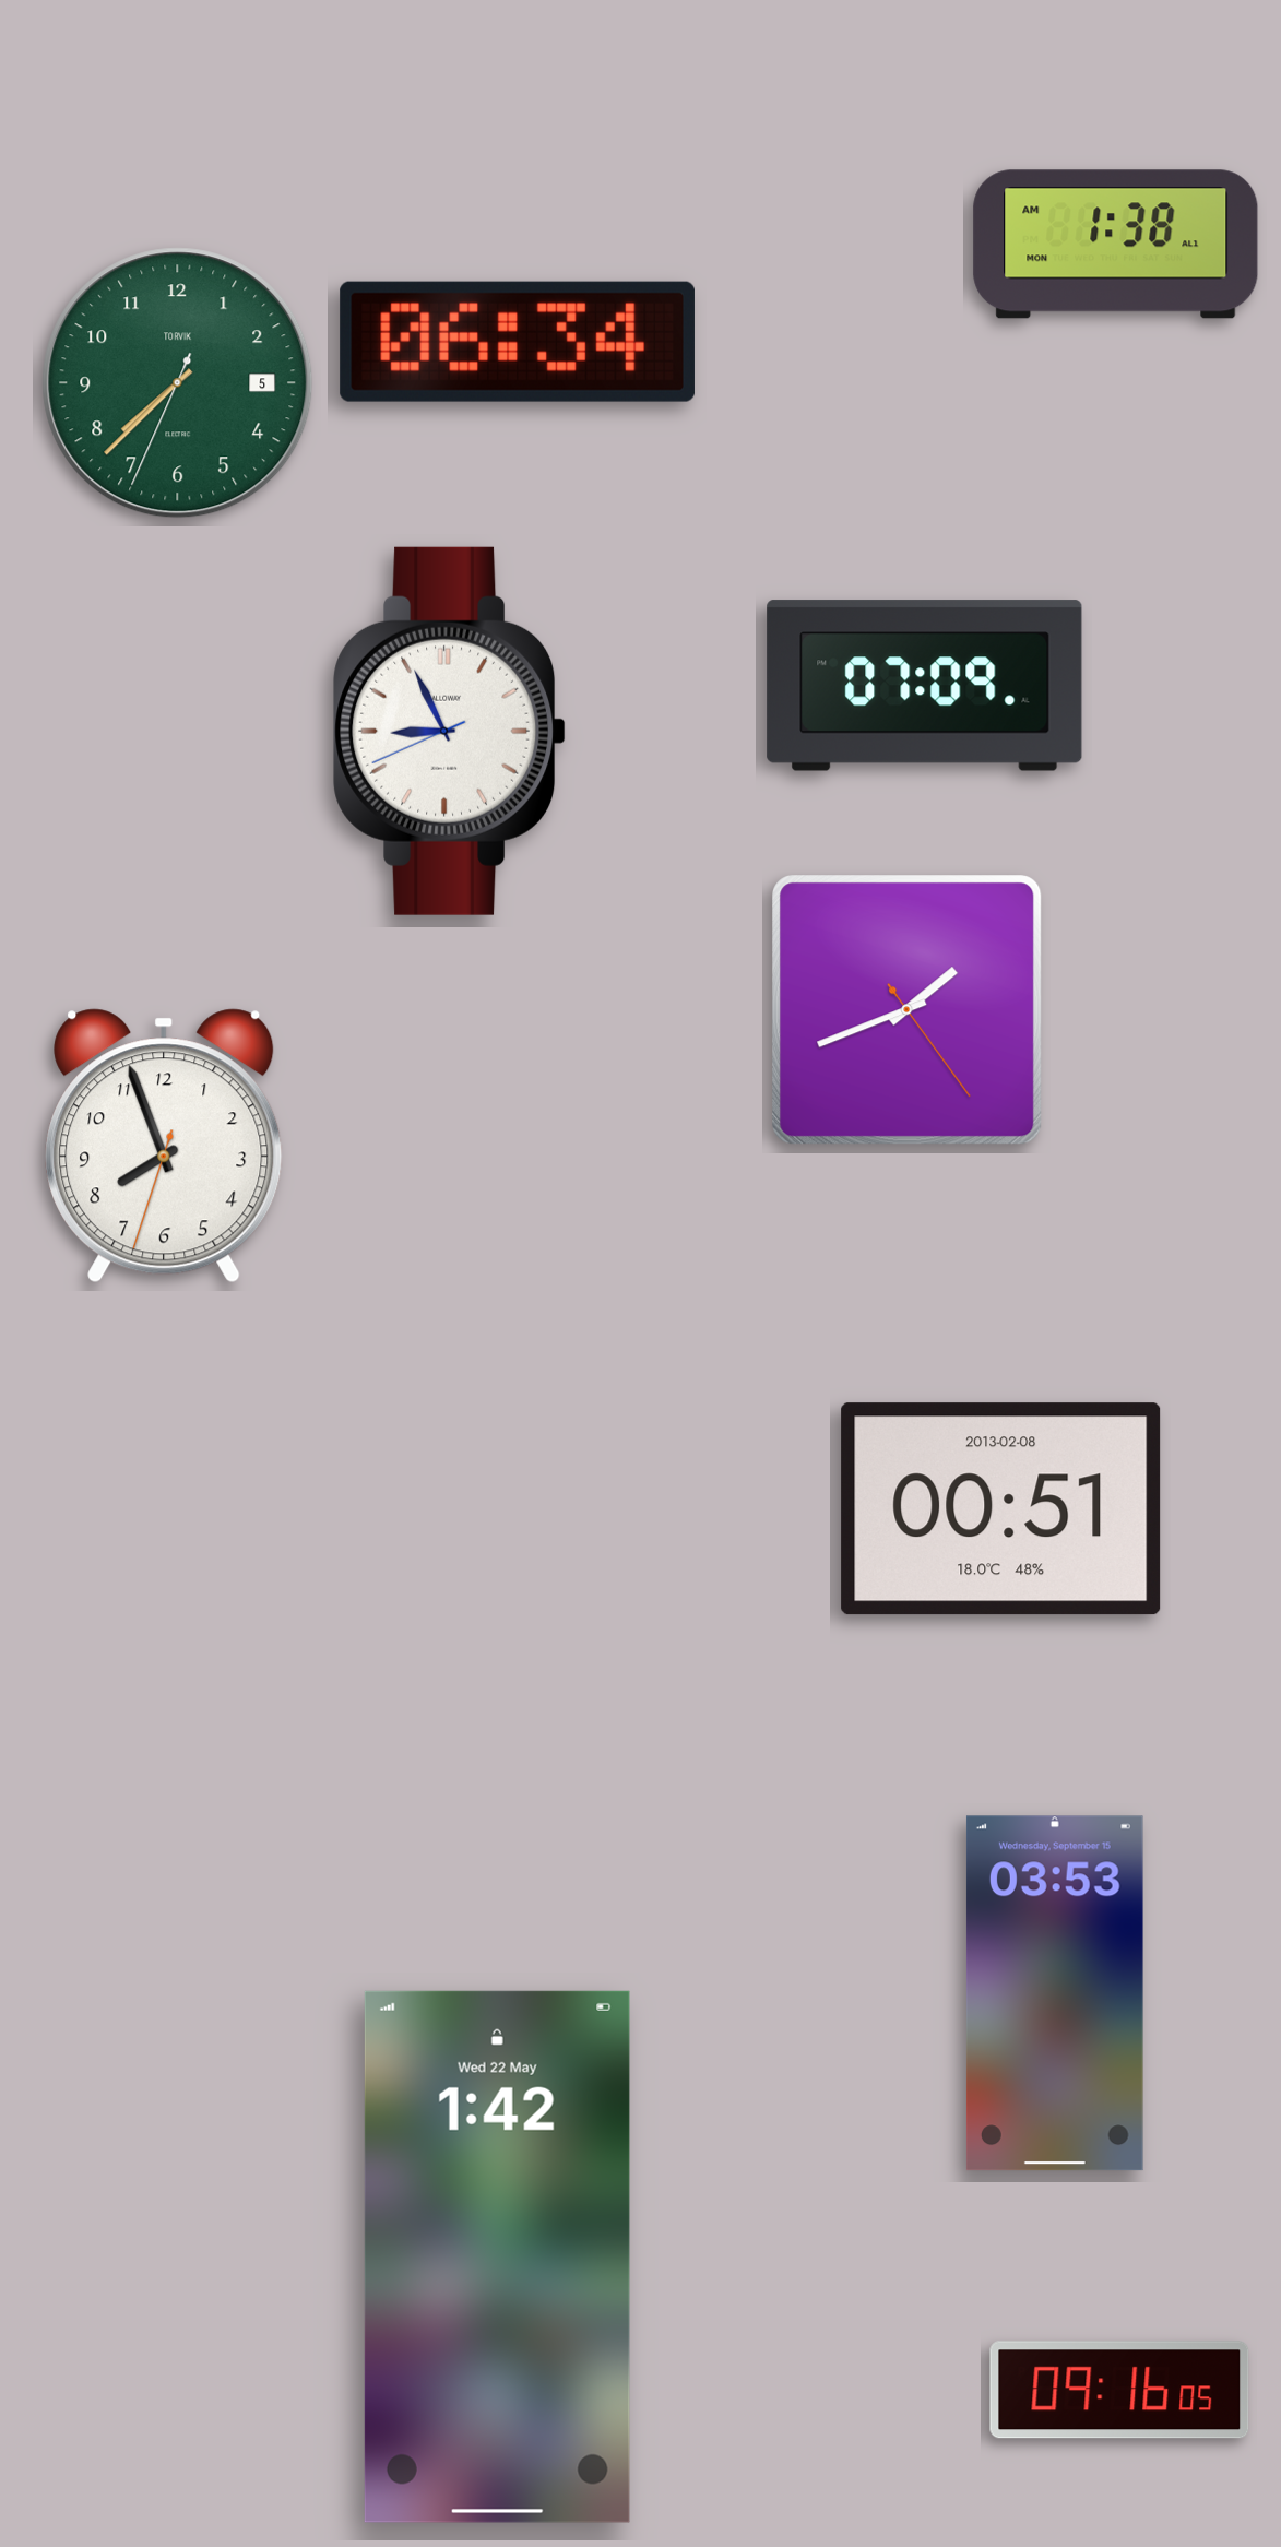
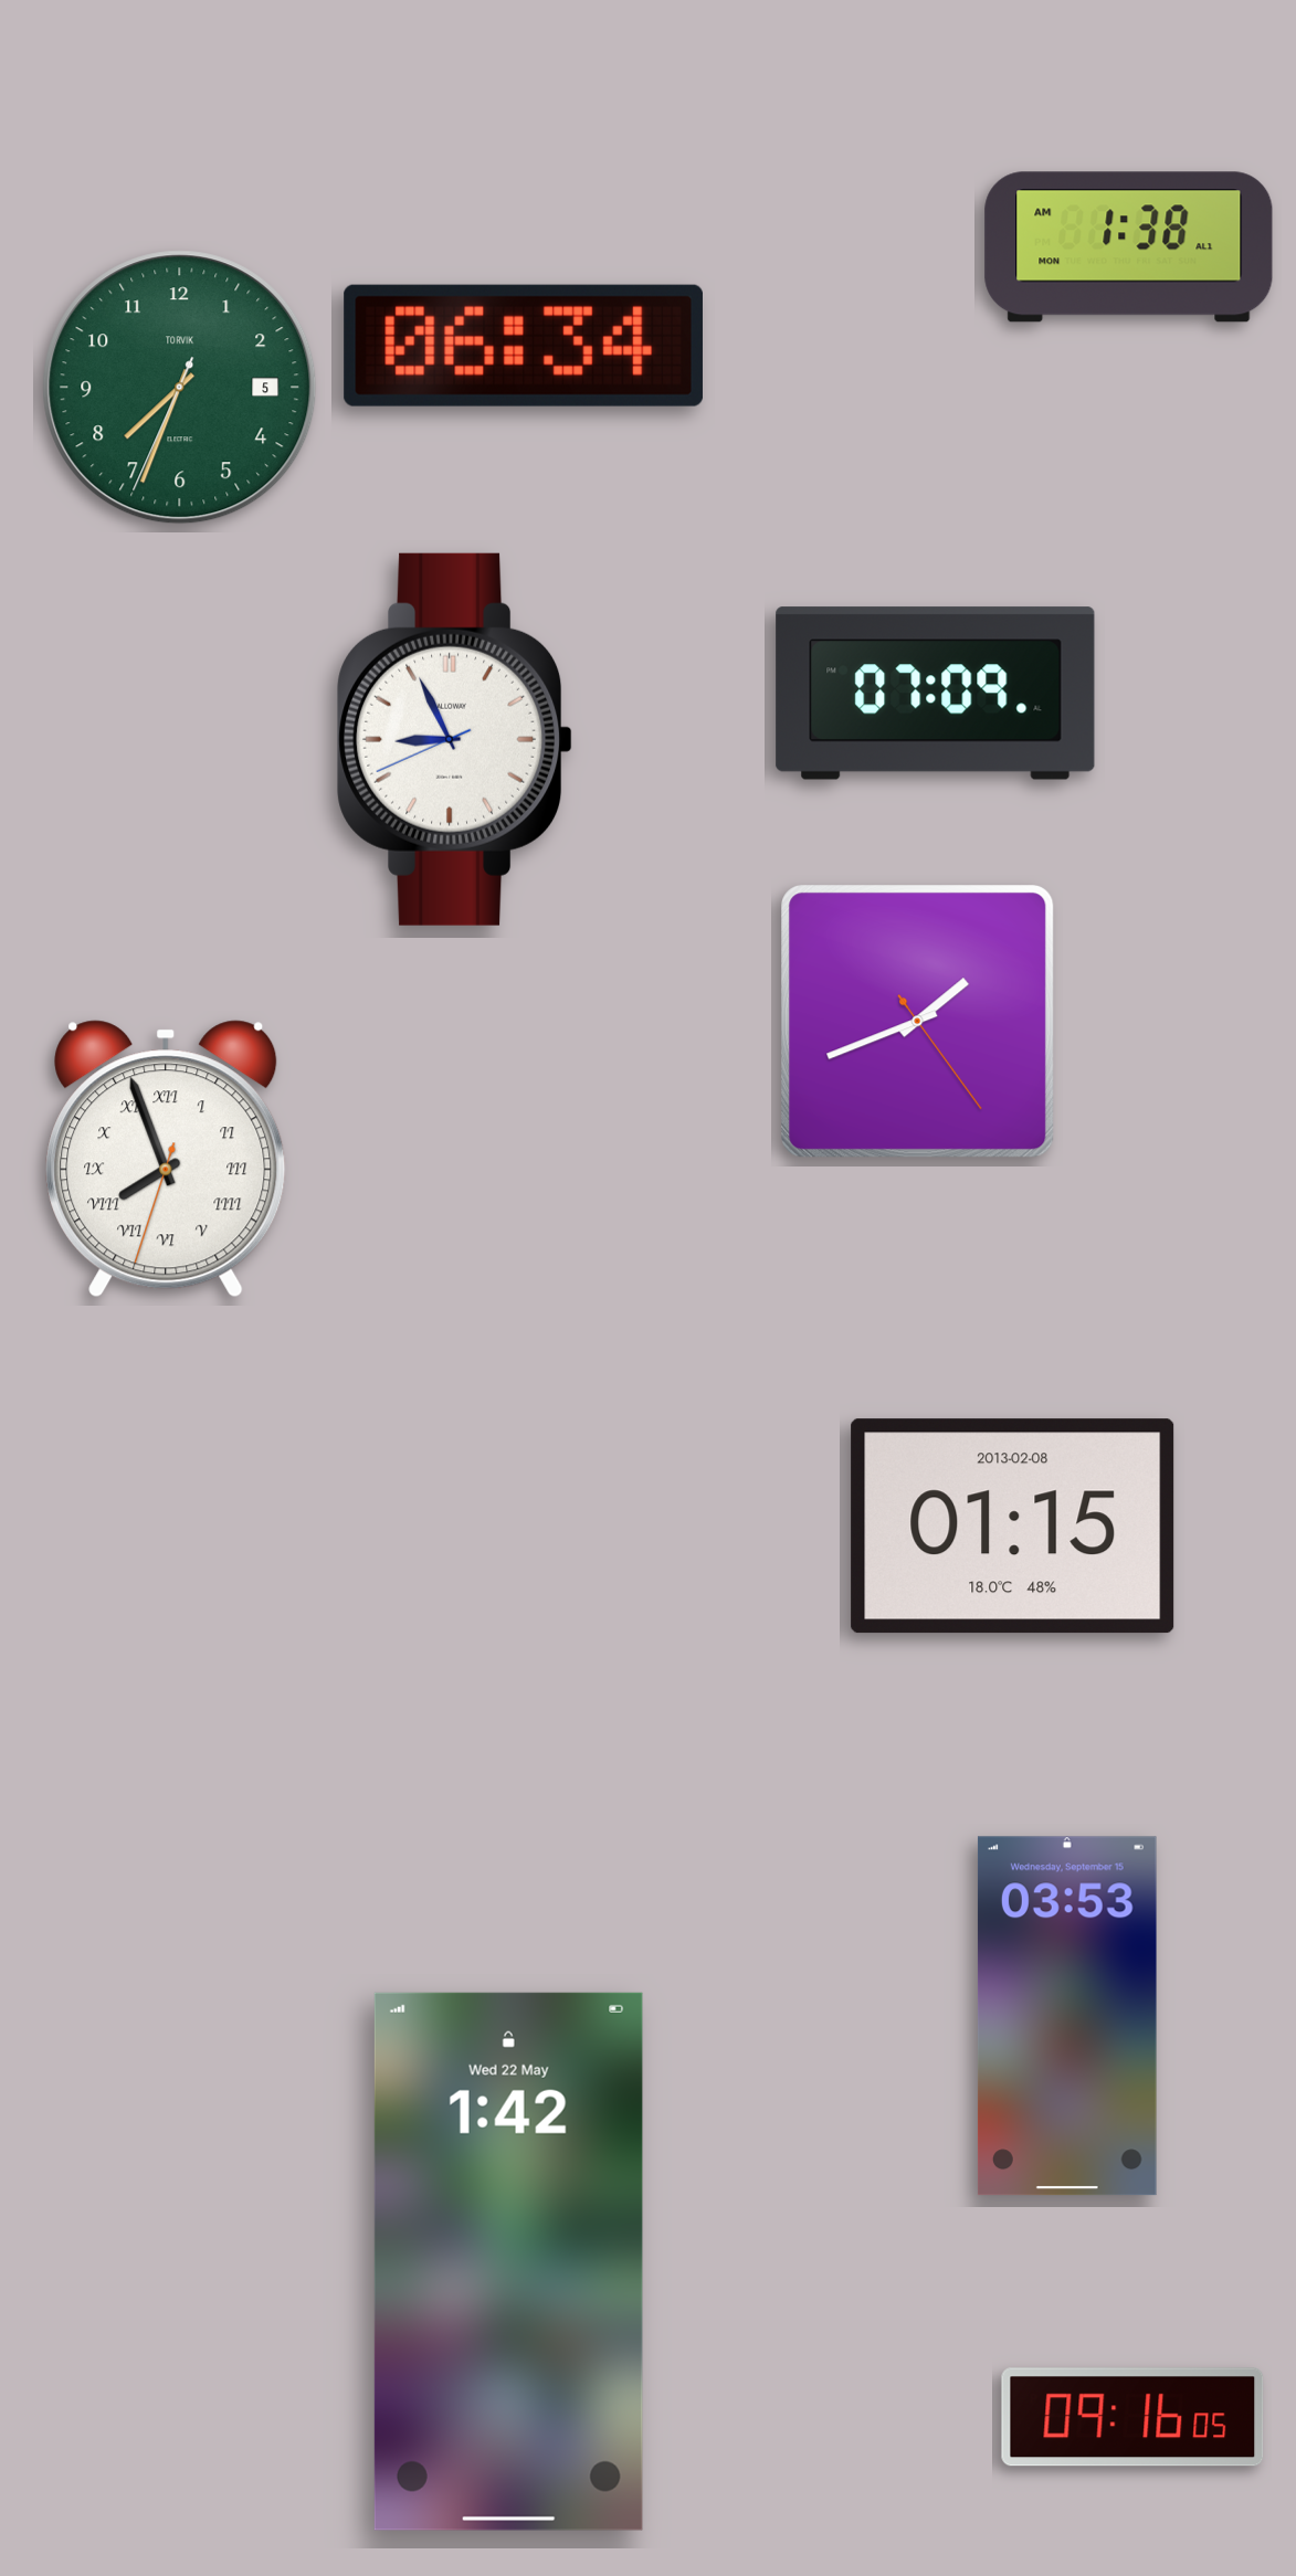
clock at (178, 383): 7:37 -> 7:33
clock at (164, 1146) numerals: Arabic -> Roman
clock at (1001, 1509): 00:51 -> 01:15
clock at (497, 2256) position: (497, 2256) -> (508, 2261)
